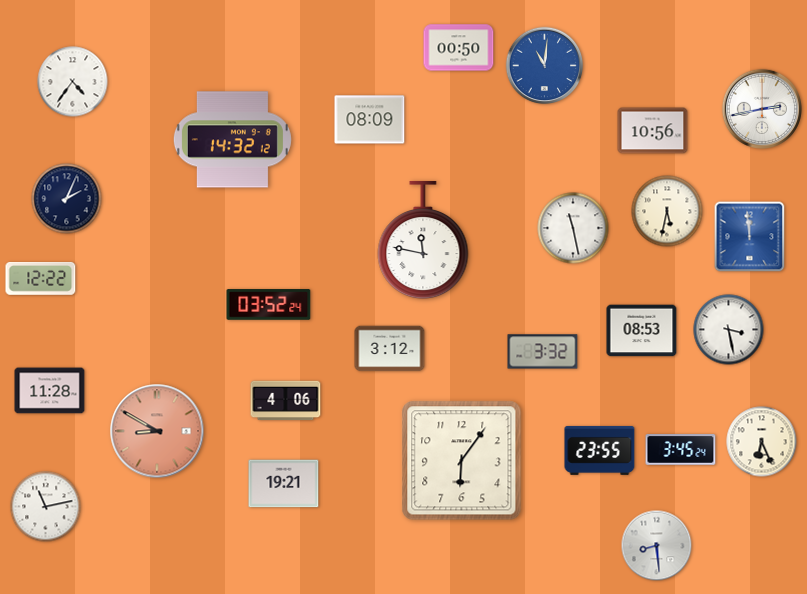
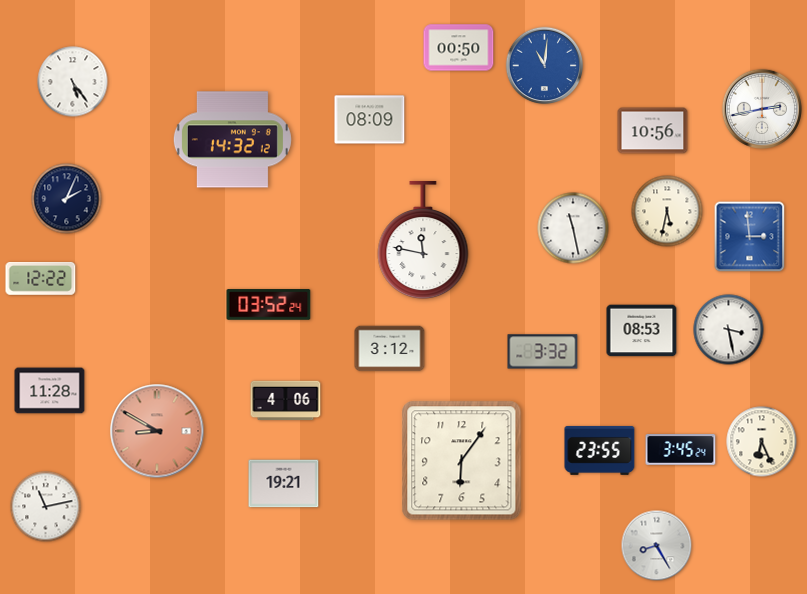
clock at (73, 82): 4:36 -> 5:24
clock at (750, 237): 11:59 -> 2:59
clock at (657, 546): 8:29 -> 8:25
